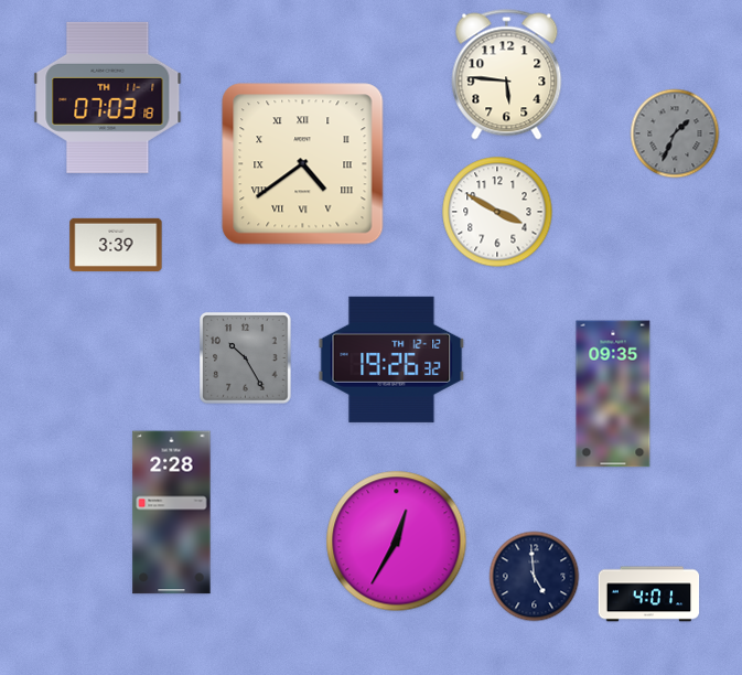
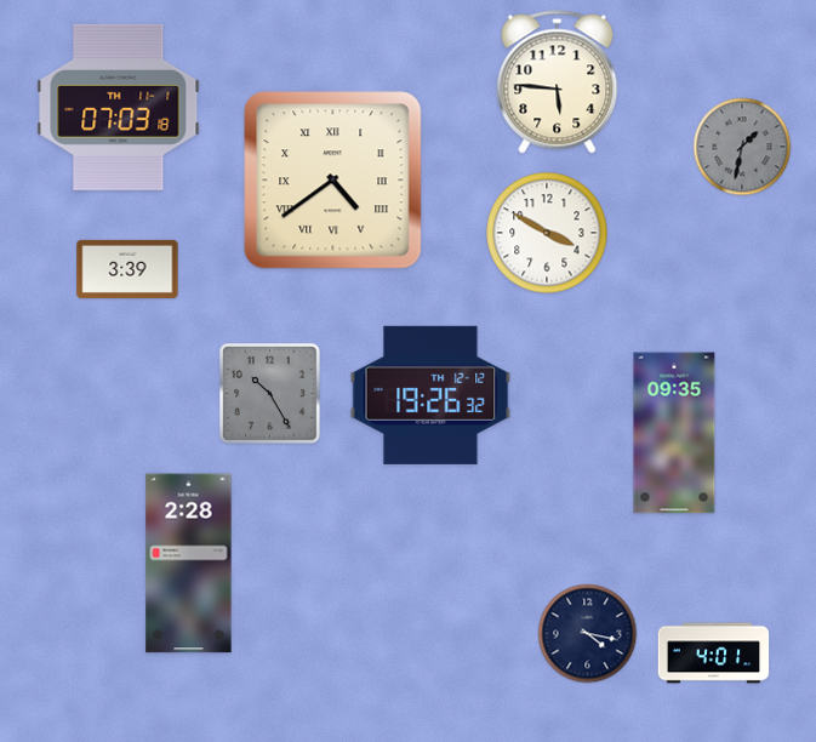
clock at (675, 133): 1:34 -> 1:32
clock at (397, 542): 12:35 -> none
clock at (535, 577): 4:59 -> 4:17
